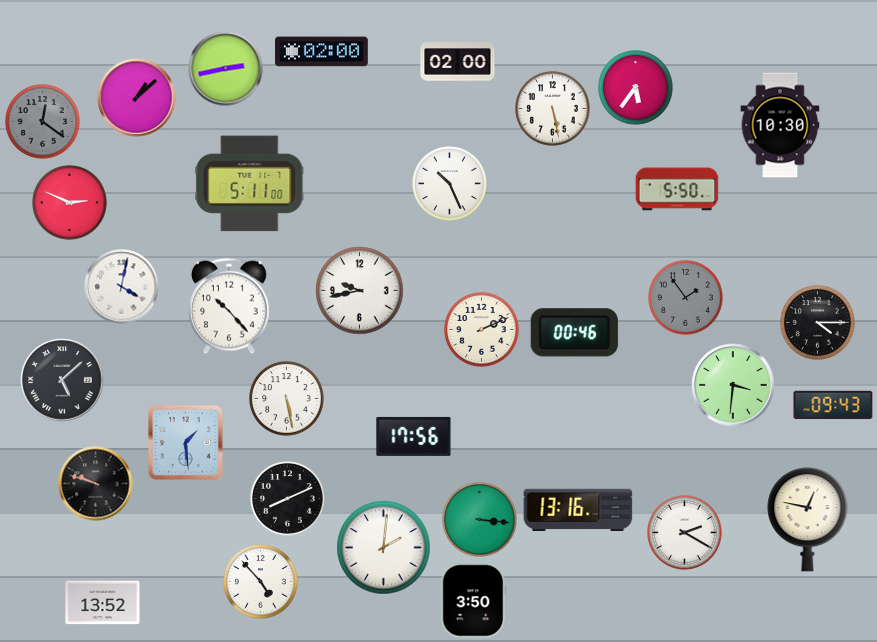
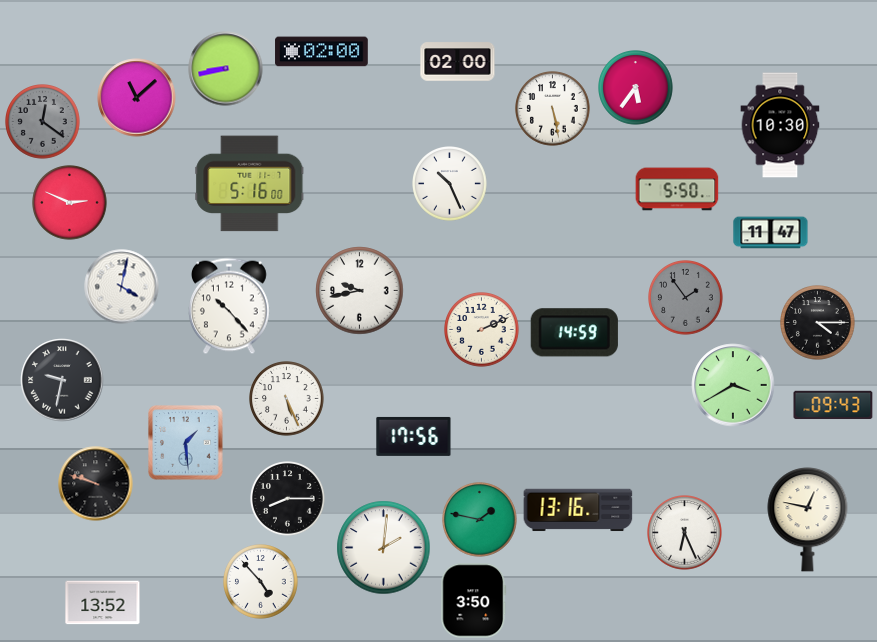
clock at (226, 69): 2:43 -> 8:43
clock at (137, 98): 1:08 -> 11:08
clock at (250, 184): 5:11 -> 5:16
clock at (771, 233): none -> 11:47
clock at (574, 333): 00:46 -> 14:59
clock at (62, 380): 5:08 -> 9:32
clock at (733, 385): 3:31 -> 3:40
clock at (287, 399): 5:28 -> 5:26
clock at (288, 499): 8:11 -> 8:15
clock at (480, 520): 3:16 -> 1:47
clock at (685, 533): 2:20 -> 6:26
